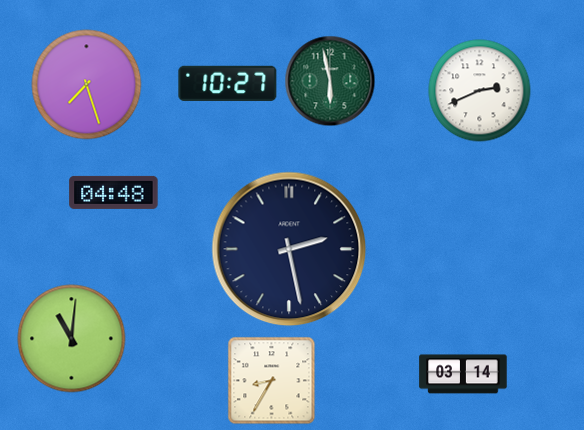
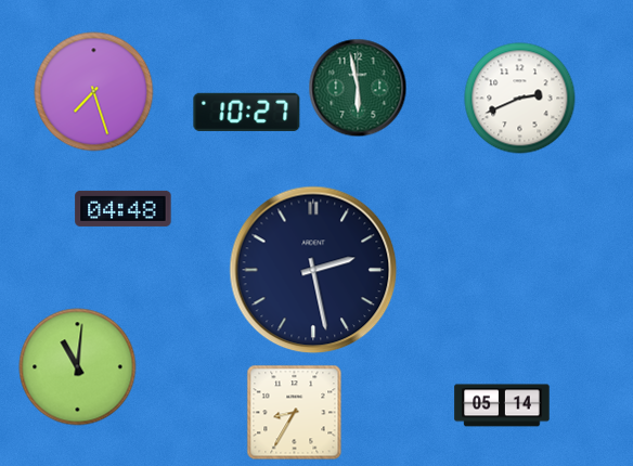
clock at (228, 83) position: (228, 83) -> (247, 112)
clock at (463, 374): 03:14 -> 05:14
